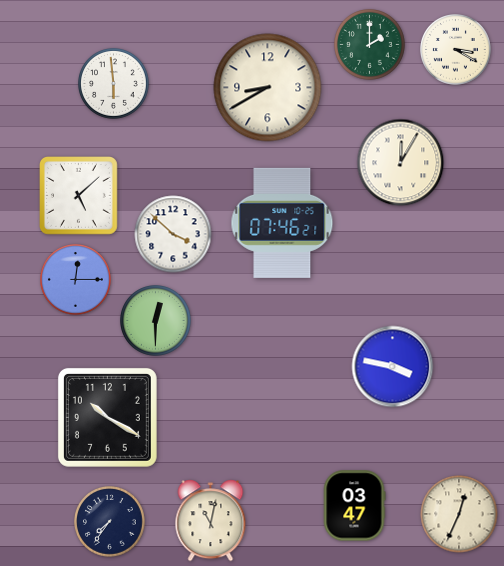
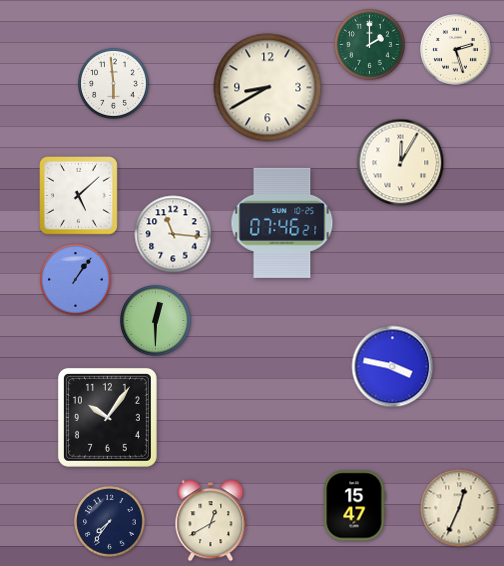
clock at (456, 50): 3:20 -> 2:27
clock at (173, 234): 3:52 -> 11:16
clock at (76, 280): 12:15 -> 1:06
clock at (107, 417): 10:20 -> 10:06
clock at (354, 506): 03:47 -> 15:47
clock at (459, 514) position: (459, 514) -> (459, 508)
clock at (211, 521): 11:02 -> 12:40
